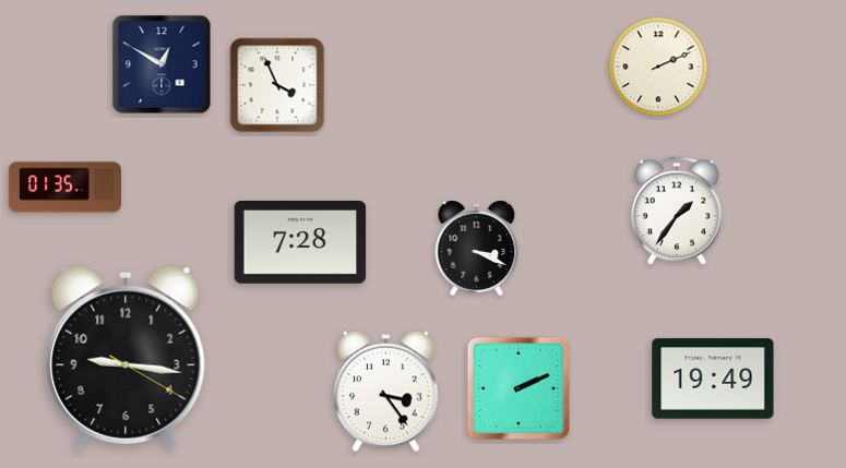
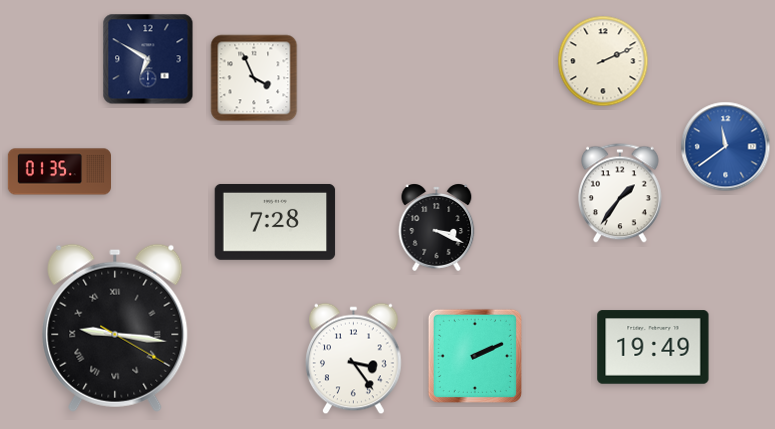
clock at (162, 64): 12:50 -> 6:50
clock at (726, 147): none -> 11:39
clock at (126, 358) numerals: Arabic -> Roman
